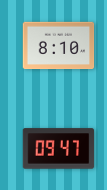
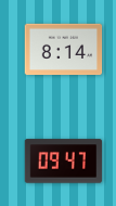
clock at (59, 46): 8:10 -> 8:14
